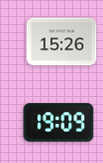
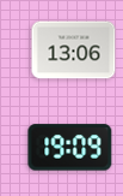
clock at (62, 42): 15:26 -> 13:06
